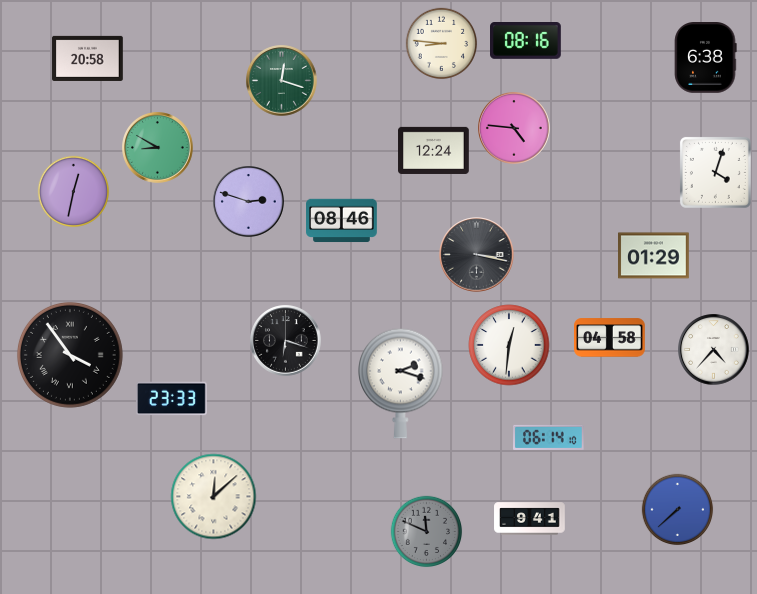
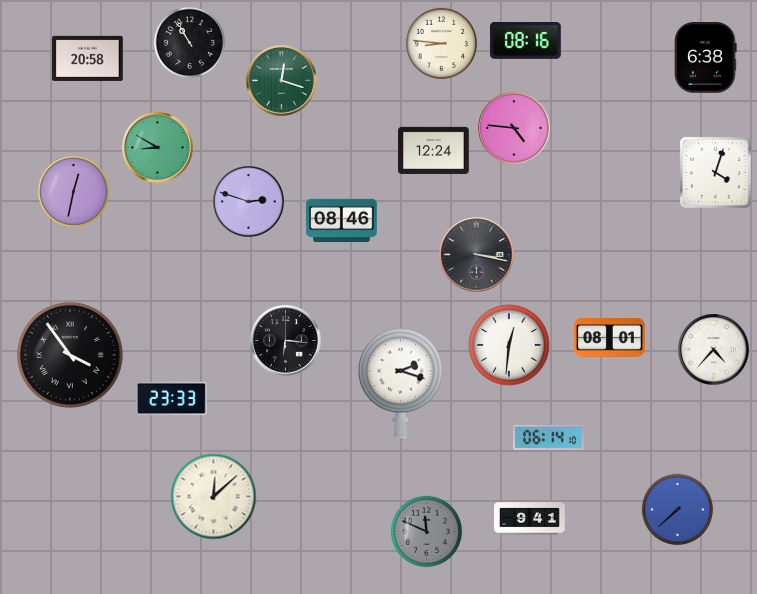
clock at (190, 43): none -> 10:55
clock at (654, 256): 01:29 -> none
clock at (610, 338): 04:58 -> 08:01
clock at (286, 341): 6:18 -> 6:16
